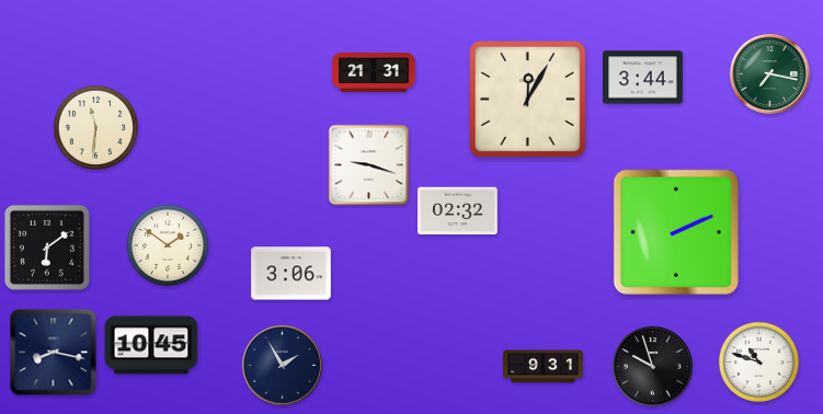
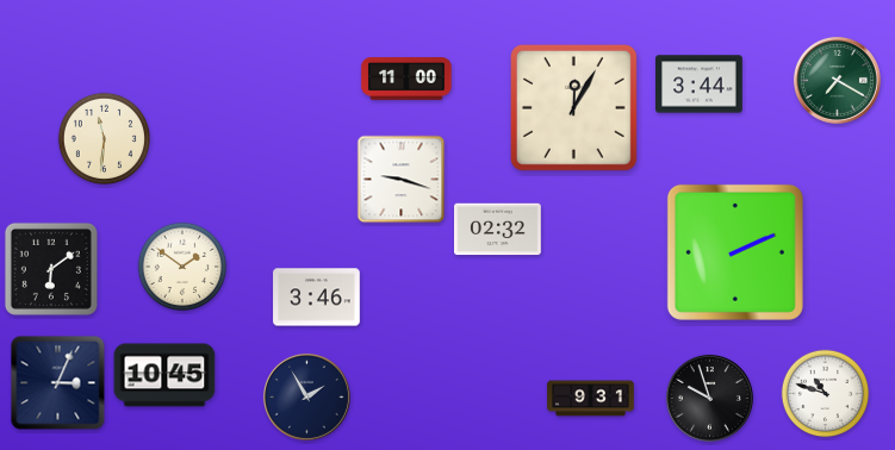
clock at (374, 72): 21:31 -> 11:00
clock at (769, 73): 7:17 -> 7:20
clock at (292, 274): 3:06 -> 3:46
clock at (54, 353): 8:17 -> 3:04
